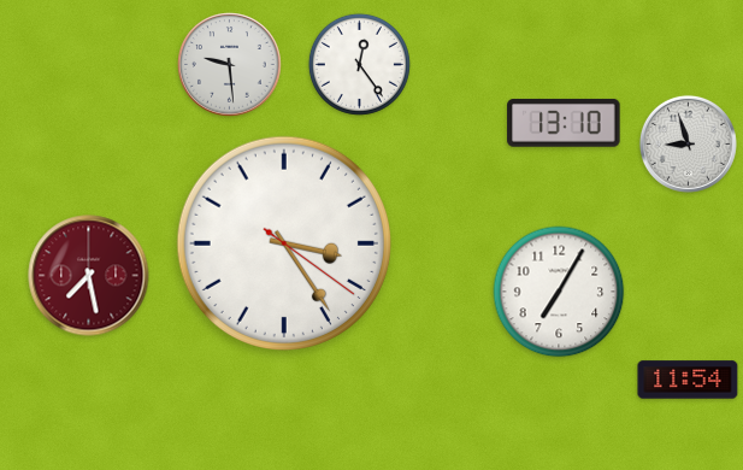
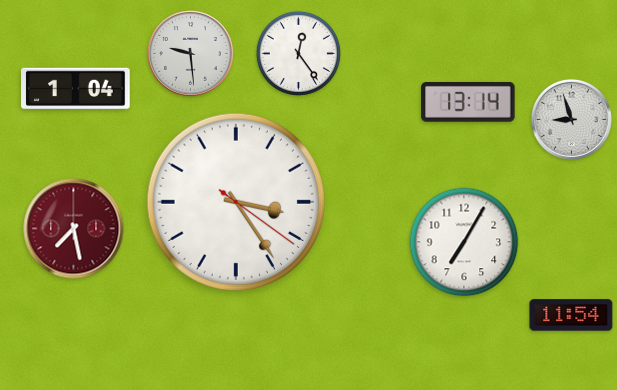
clock at (76, 89): none -> 1:04
clock at (564, 123): 13:10 -> 13:14
